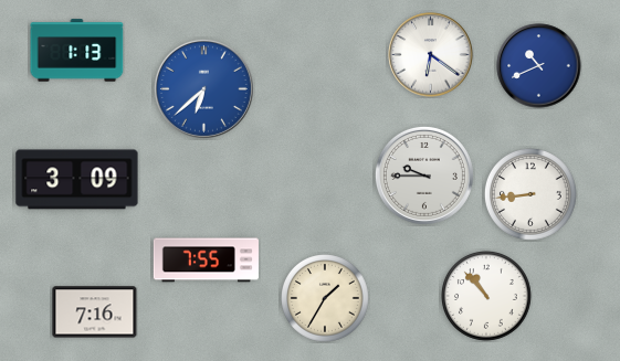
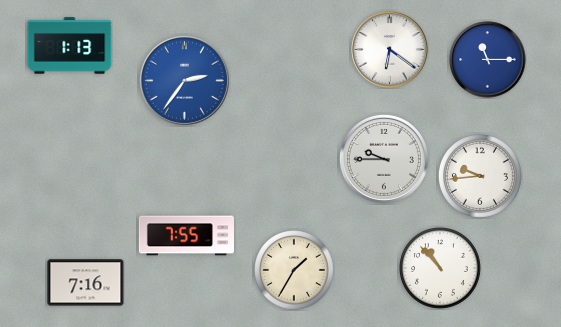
clock at (539, 66): 10:41 -> 11:15
clock at (203, 88): 6:38 -> 2:36
clock at (77, 180): 3:09 -> none
clock at (530, 194): 8:44 -> 9:44
